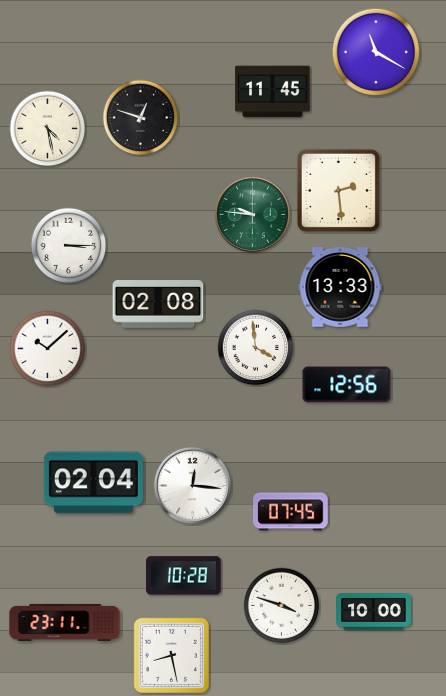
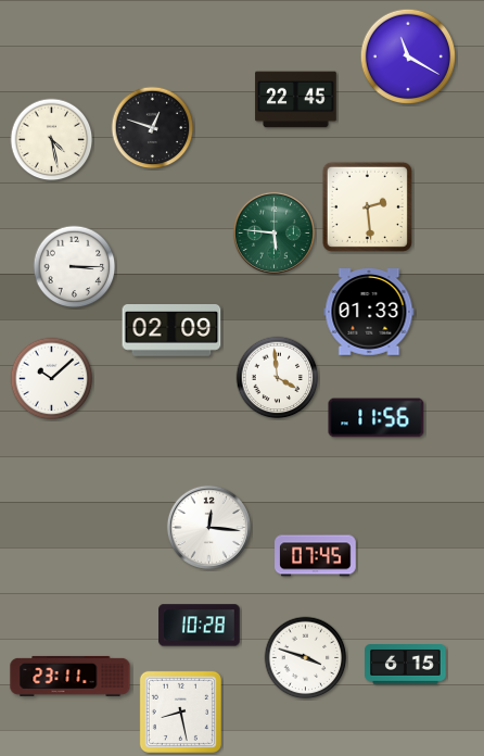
clock at (273, 92): 11:45 -> 22:45
clock at (252, 214): 9:46 -> 5:46
clock at (340, 288): 13:33 -> 01:33
clock at (158, 305): 02:08 -> 02:09
clock at (347, 385): 12:56 -> 11:56
clock at (93, 483): 02:04 -> none
clock at (374, 612): 10:00 -> 6:15
clock at (171, 655) position: (171, 655) -> (180, 711)
